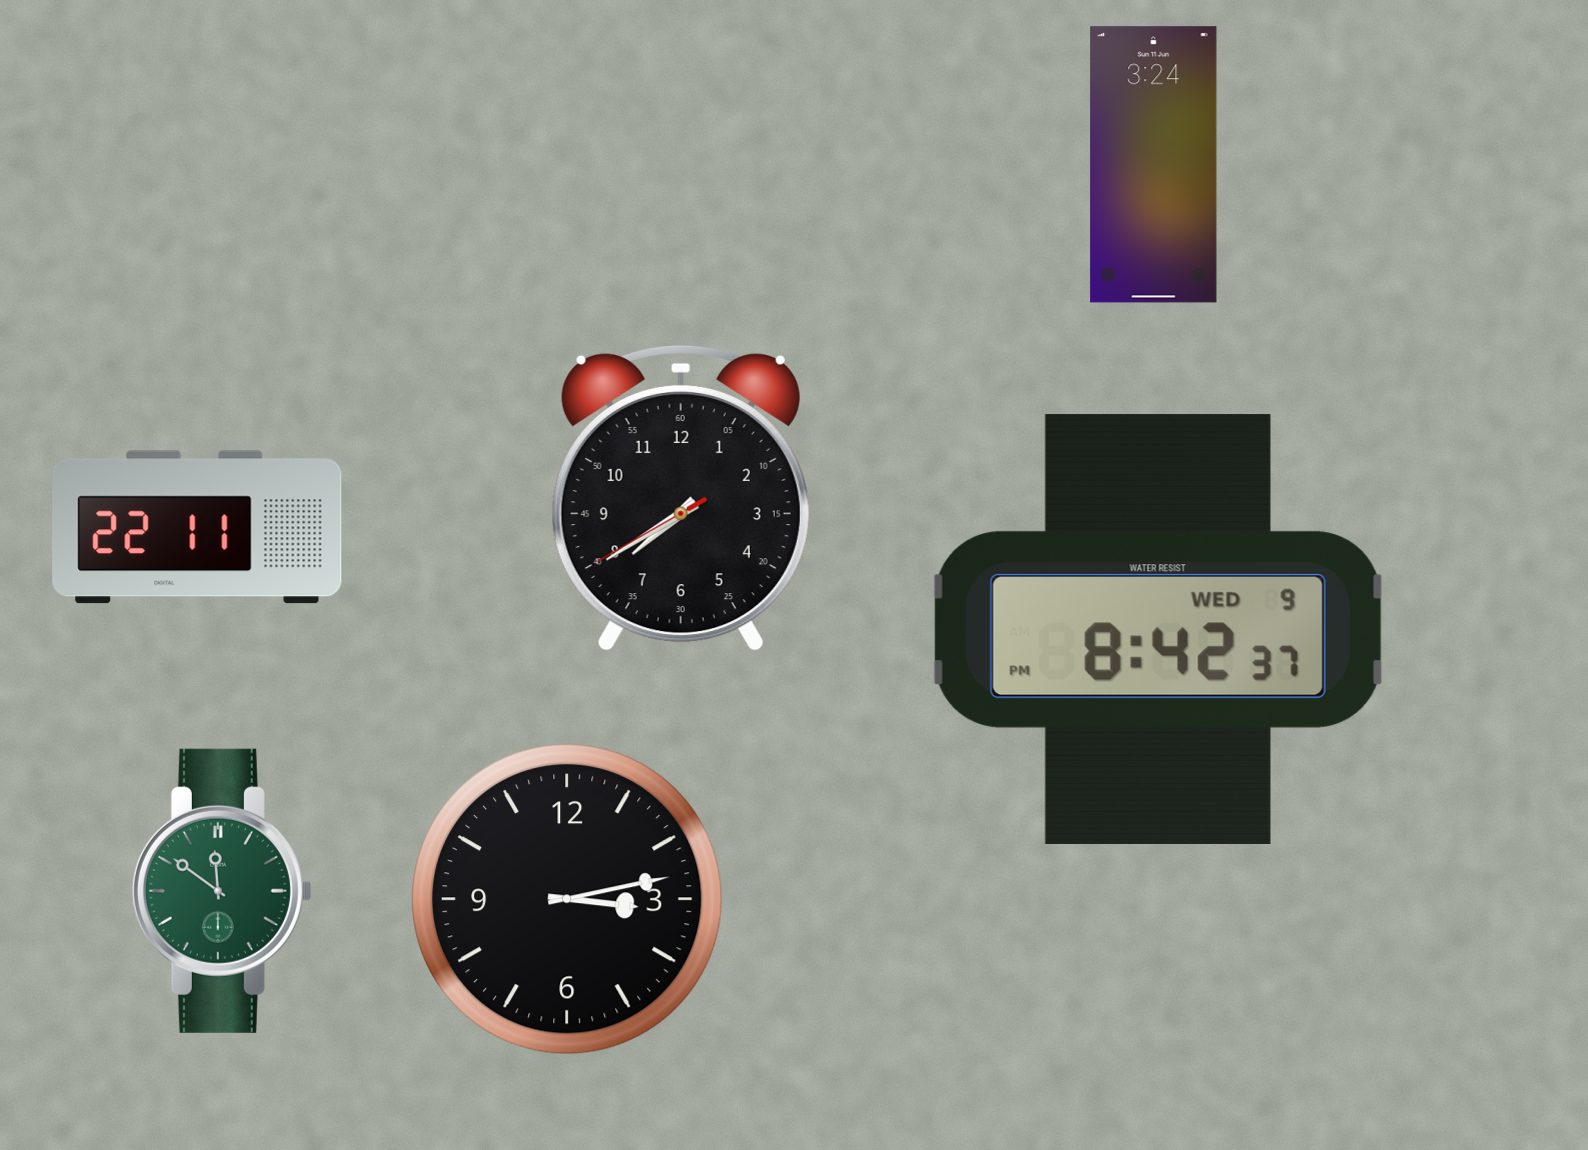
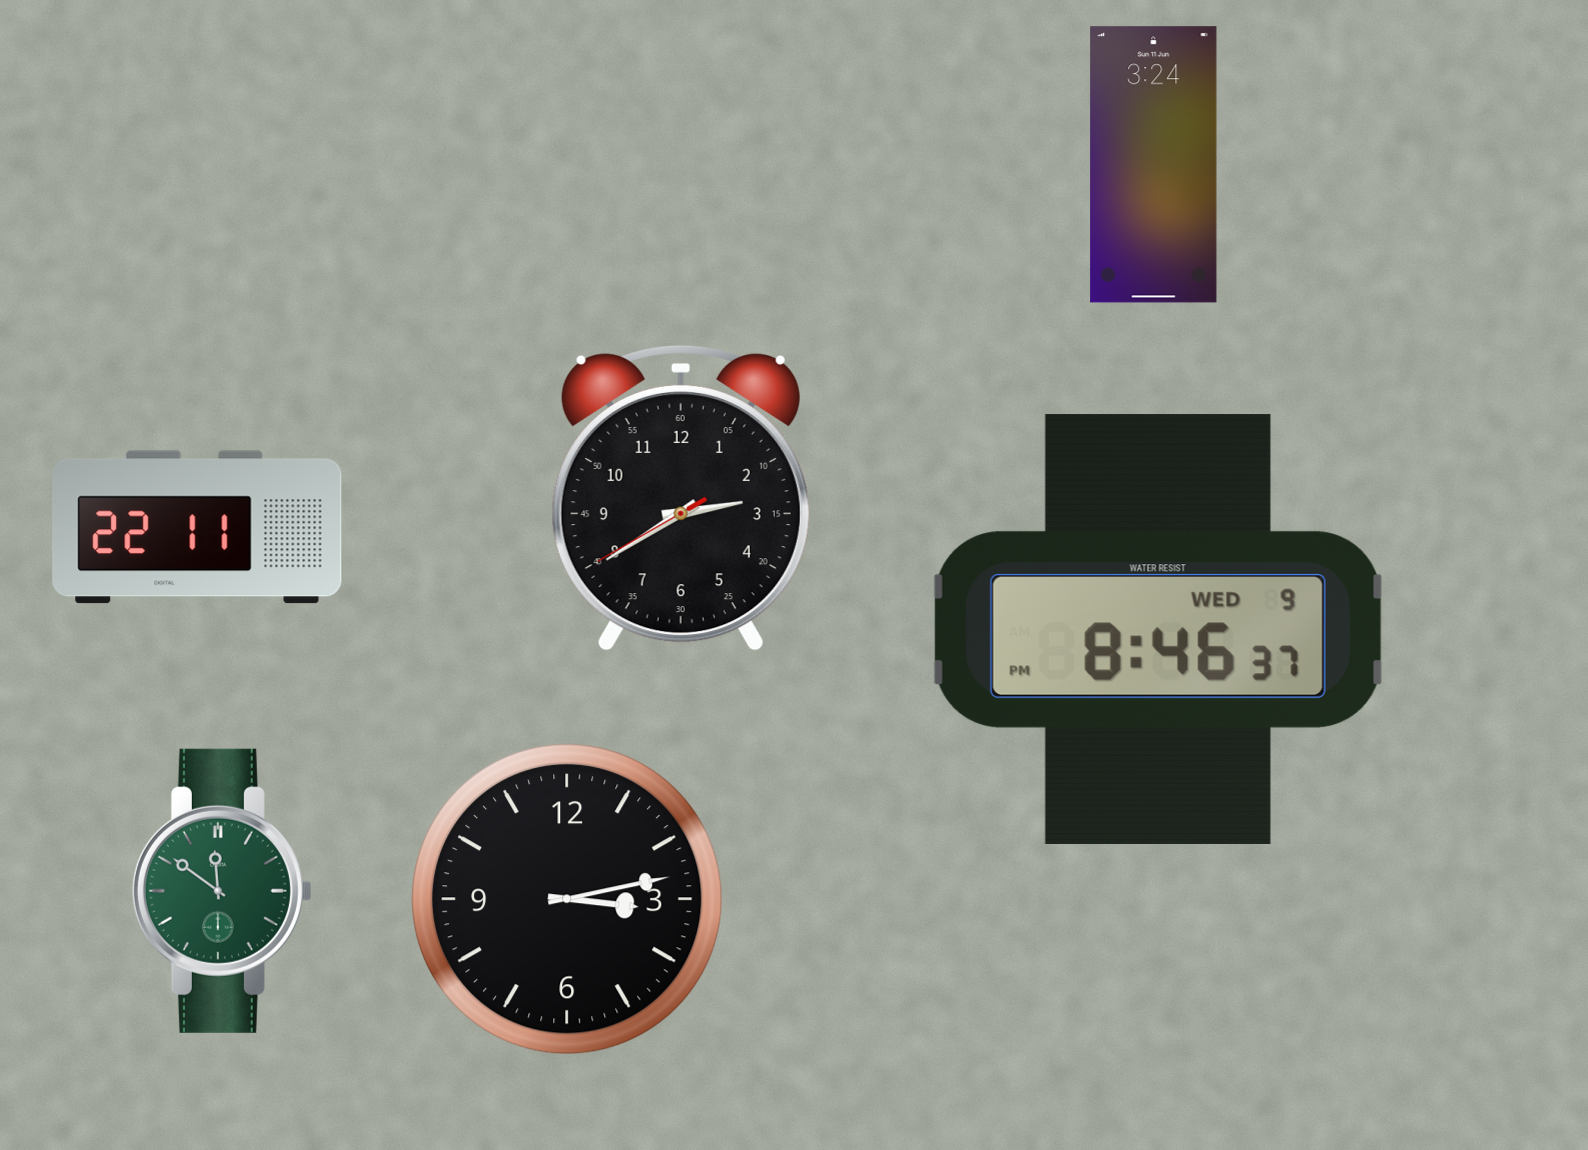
clock at (681, 498): 7:39 -> 2:39
clock at (1158, 629): 8:42 -> 8:46
